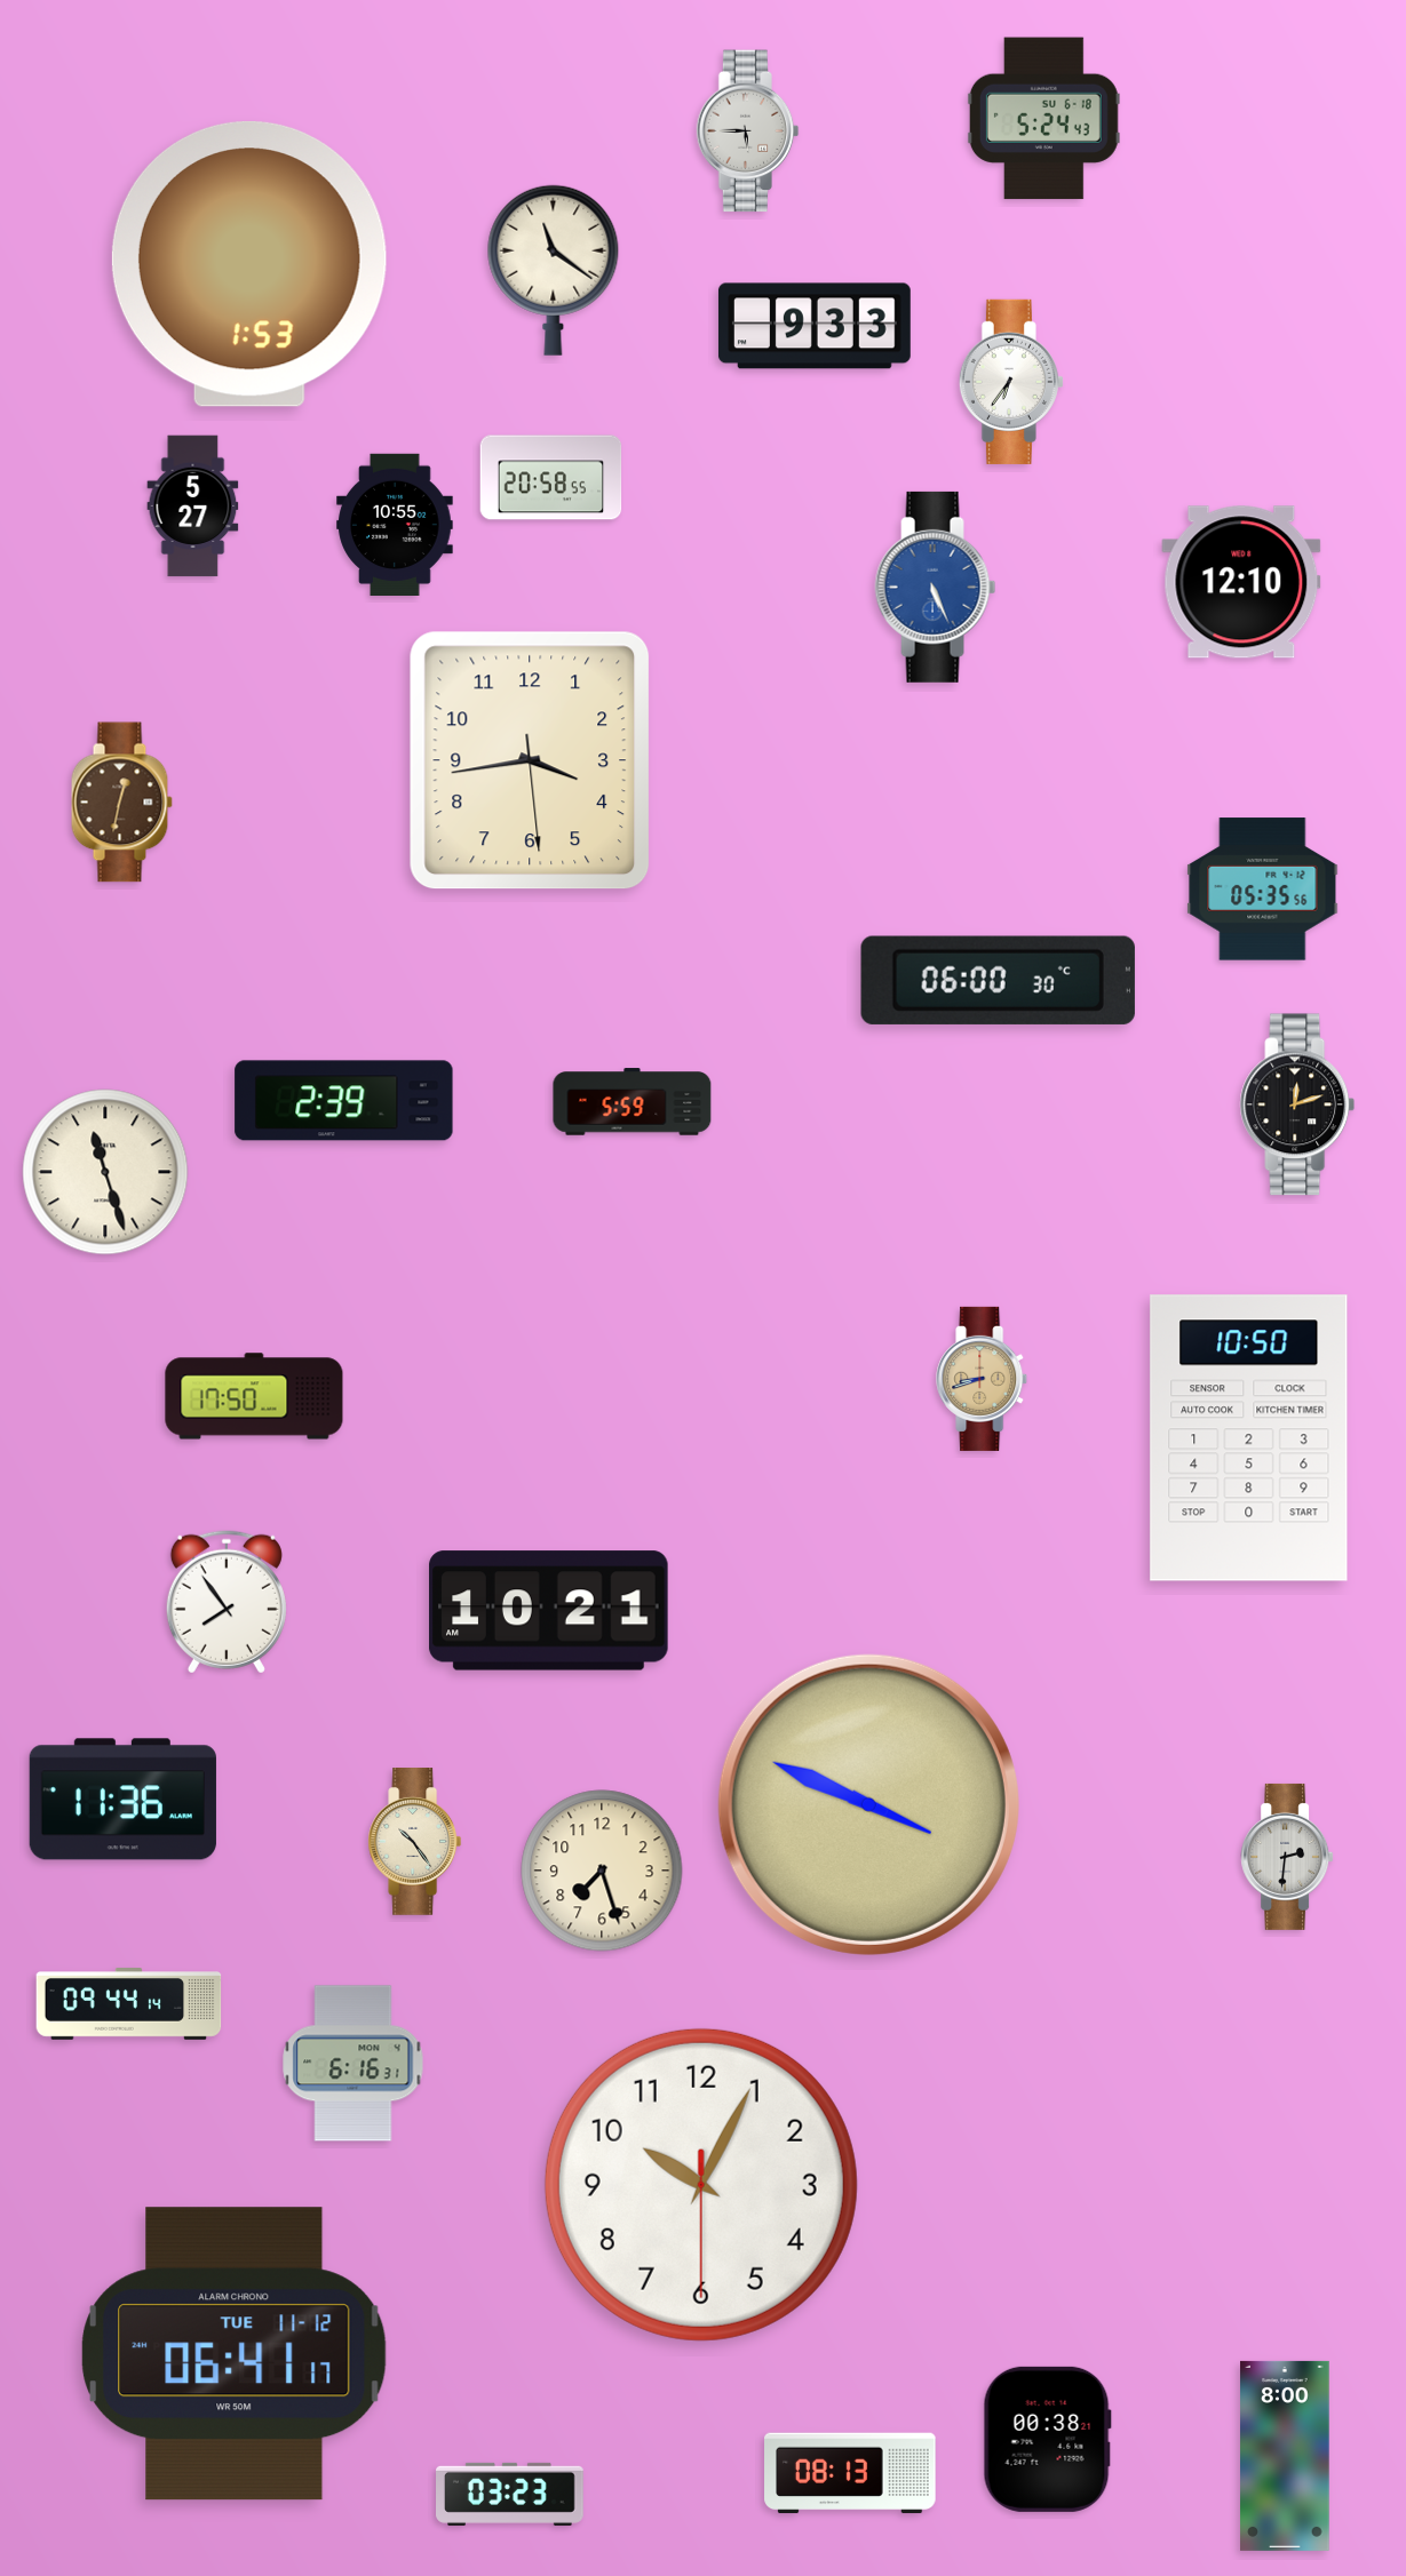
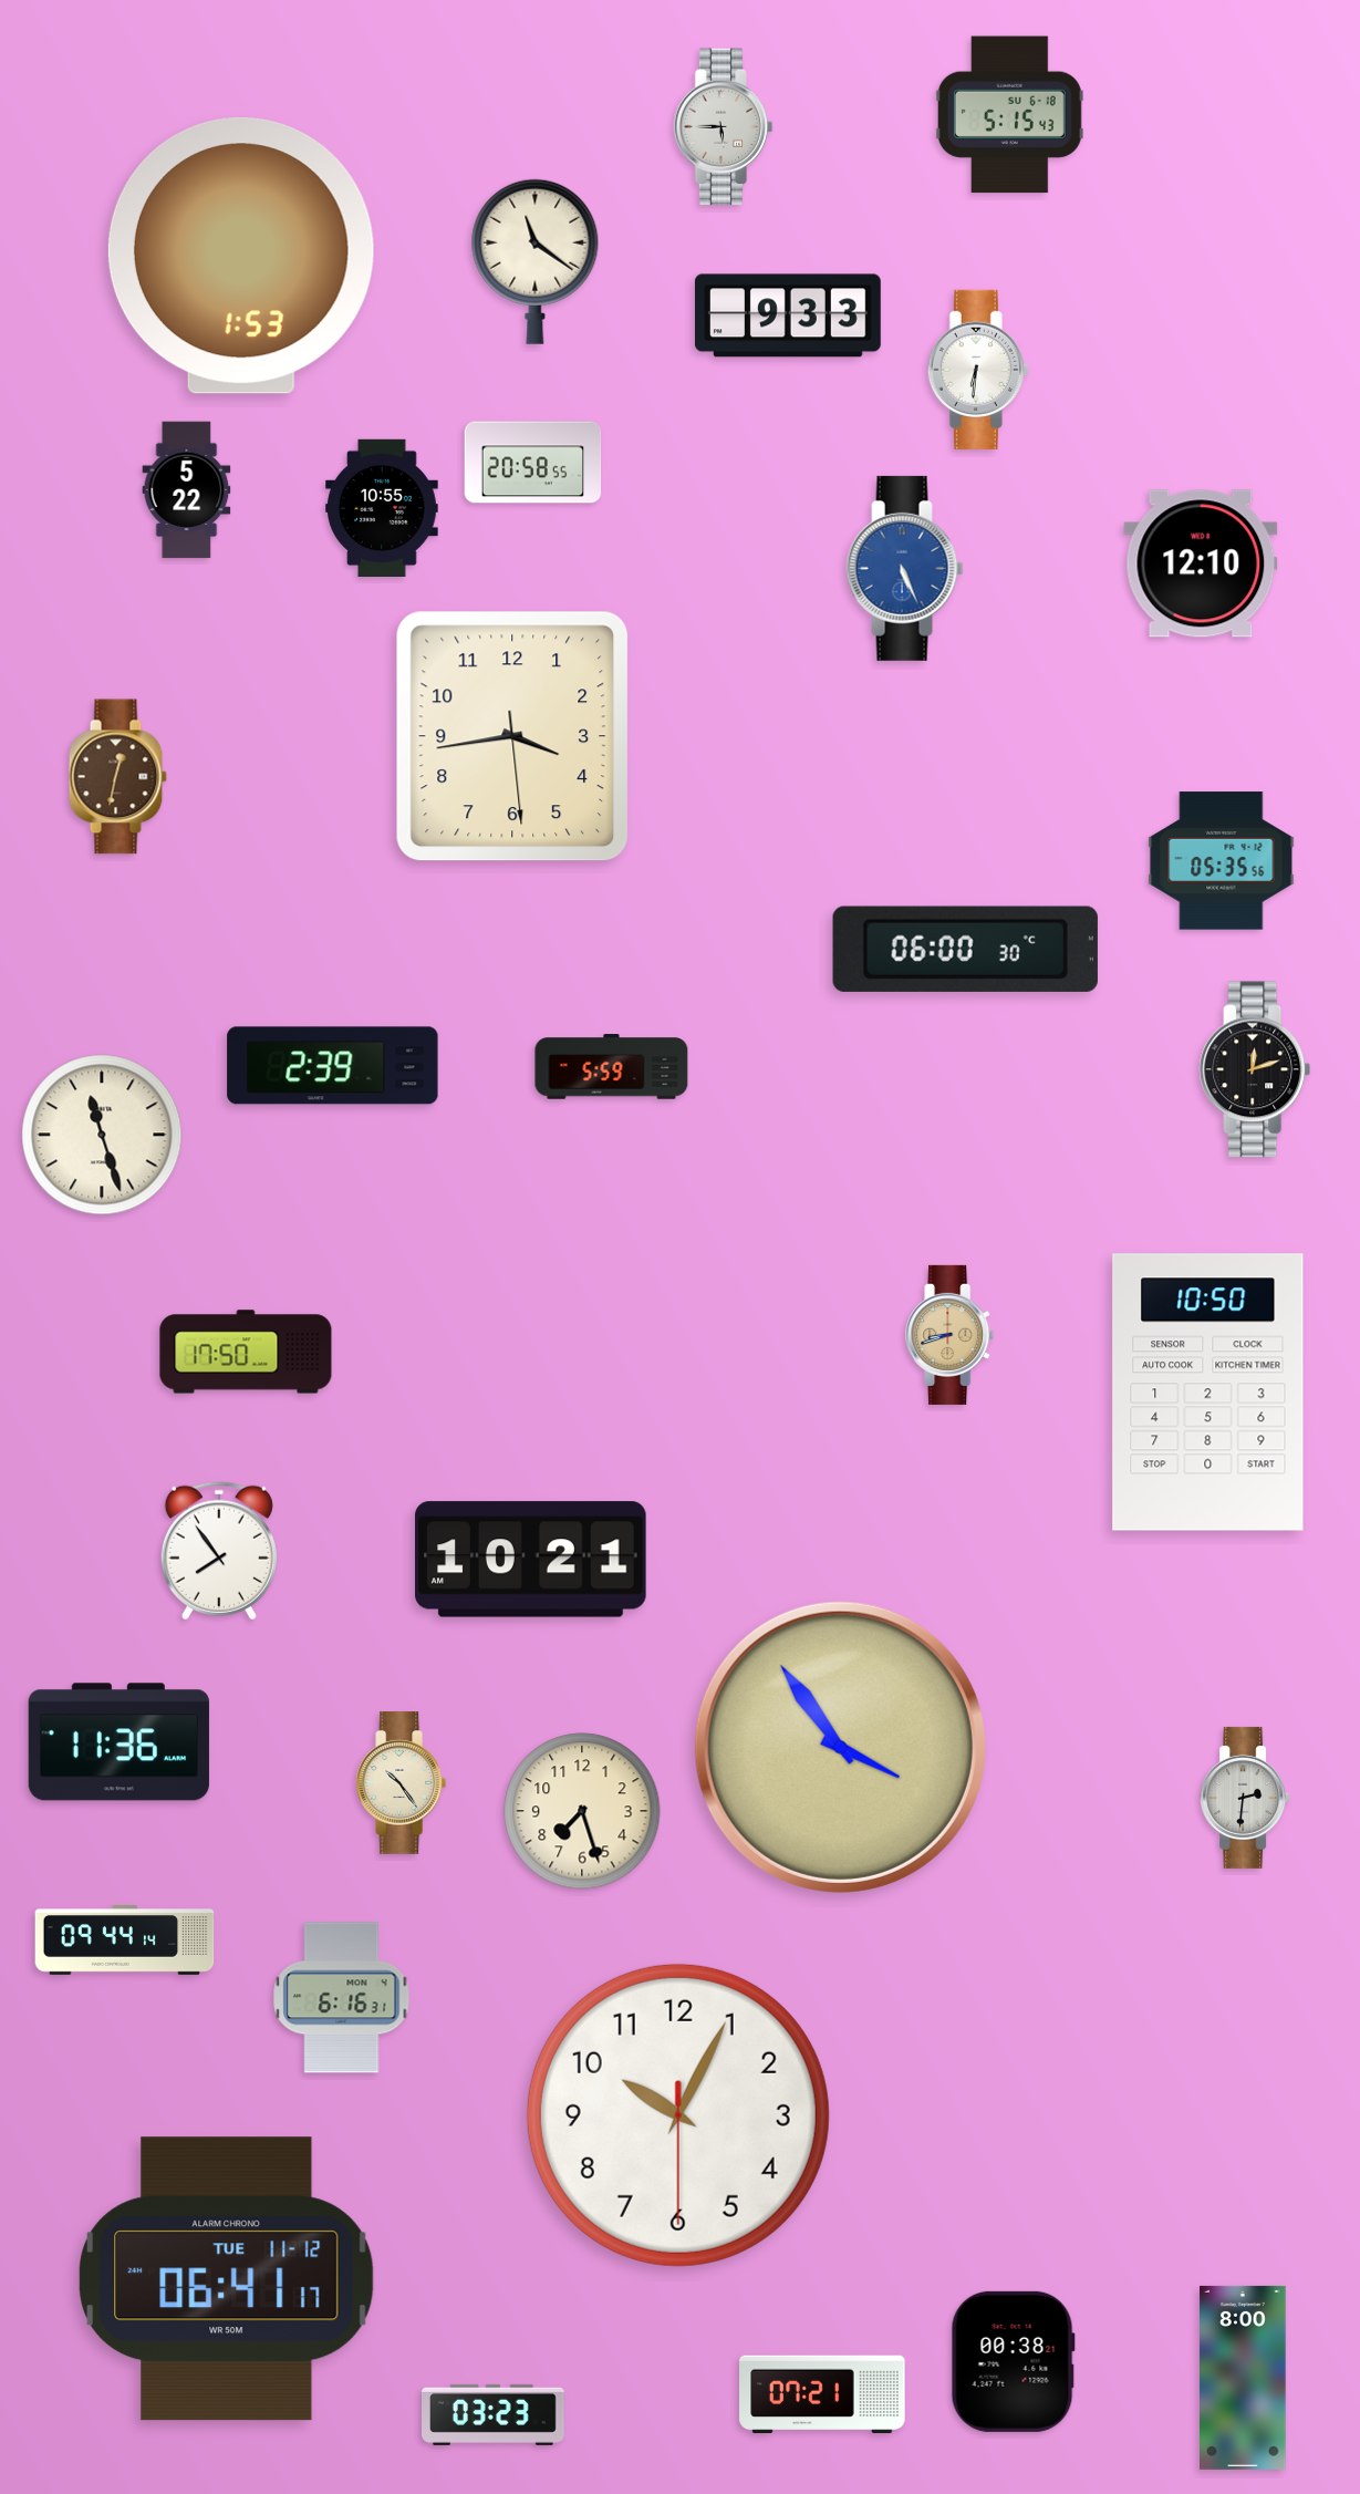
clock at (1043, 119): 5:24 -> 5:15
clock at (1011, 382): 6:36 -> 6:31
clock at (193, 507): 5:27 -> 5:22
clock at (868, 1804): 3:49 -> 3:54
clock at (850, 2473): 08:13 -> 07:21
